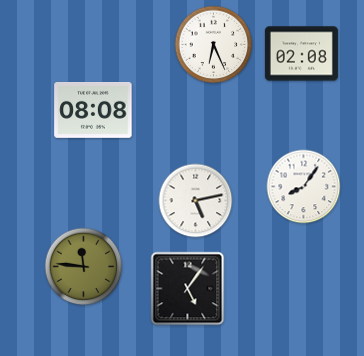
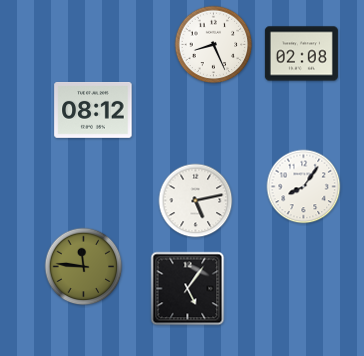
clock at (214, 45): 6:26 -> 8:26
clock at (93, 110): 08:08 -> 08:12
